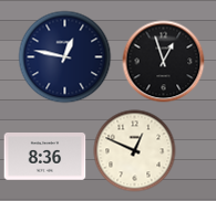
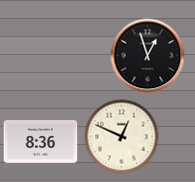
clock at (65, 57): 12:47 -> none
